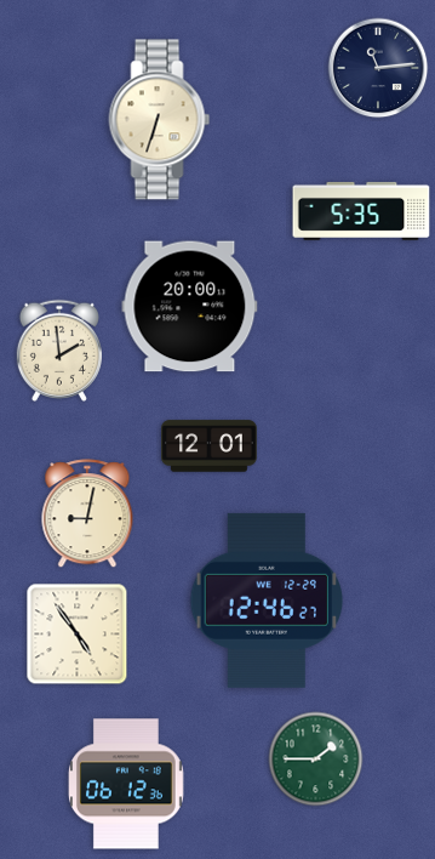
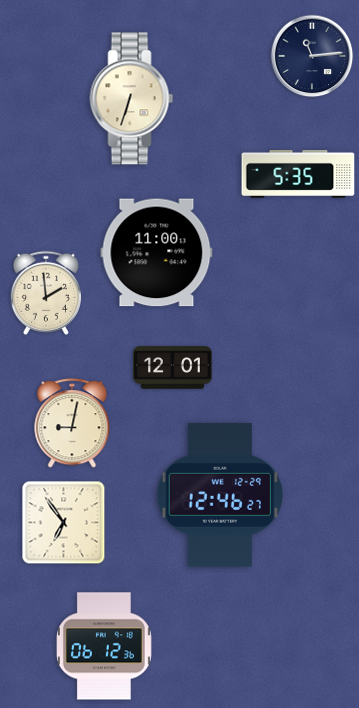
clock at (190, 307): 20:00 -> 11:00
clock at (59, 351) position: (59, 351) -> (46, 293)
clock at (78, 635): 4:54 -> 6:54
clock at (316, 760): 1:45 -> none
